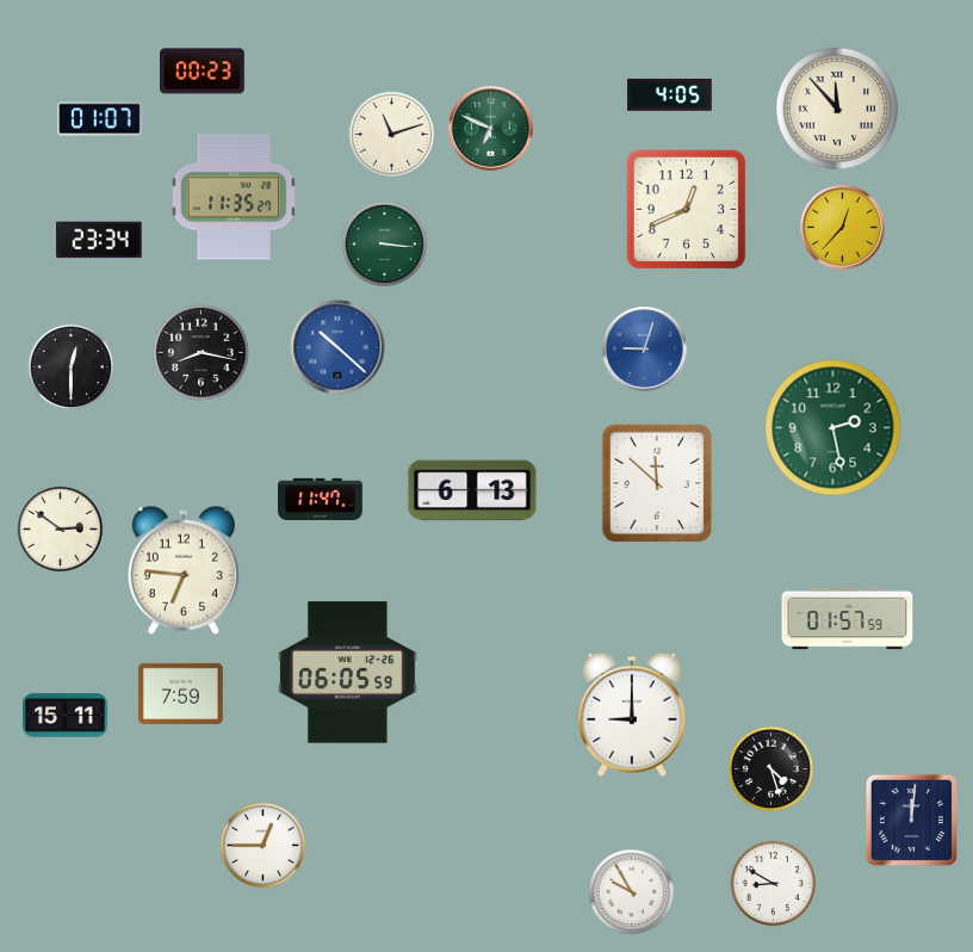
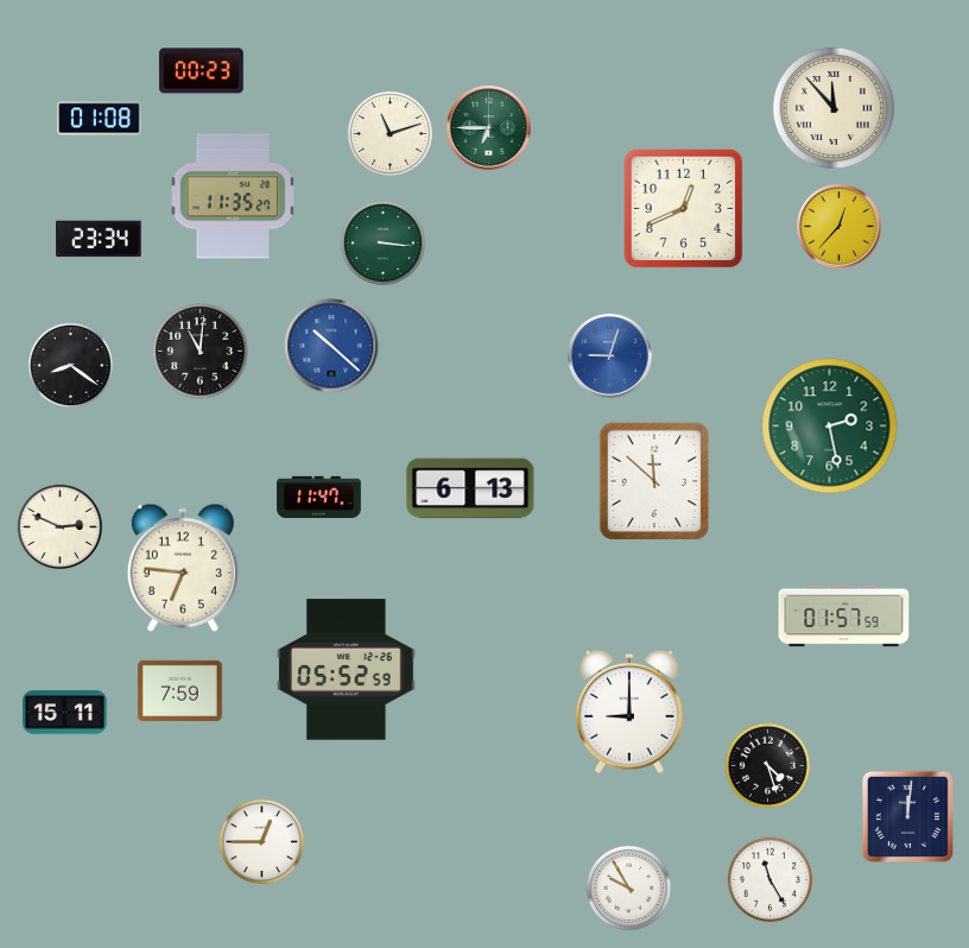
clock at (670, 94): 4:05 -> none
clock at (100, 119): 01:07 -> 01:08
clock at (491, 129): 6:49 -> 6:45
clock at (337, 347) position: (337, 347) -> (331, 346)
clock at (645, 350) position: (645, 350) -> (610, 356)
clock at (202, 353): 8:17 -> 11:01
clock at (72, 367): 12:30 -> 8:21
clock at (61, 530): 2:51 -> 2:49
clock at (348, 673): 06:05 -> 05:52
clock at (774, 884): 8:50 -> 11:25
